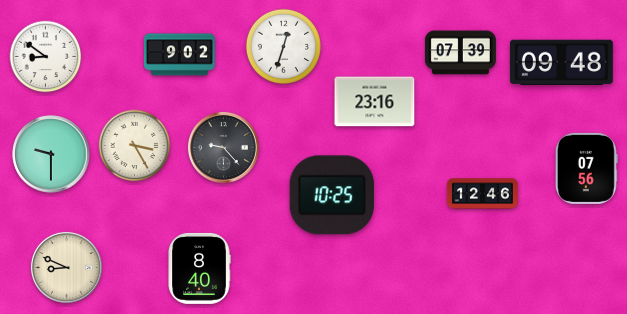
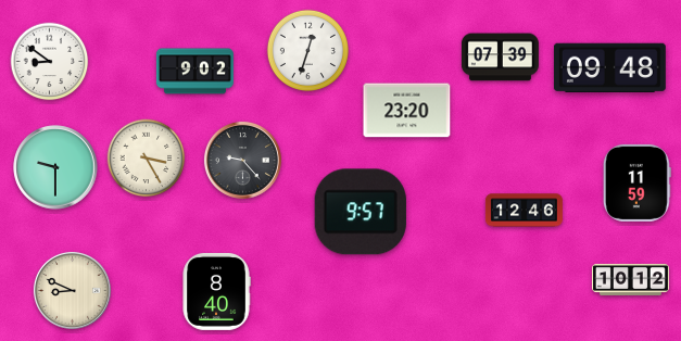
clock at (179, 55) position: (179, 55) -> (194, 72)
clock at (375, 102): 23:16 -> 23:20
clock at (586, 168): 07:56 -> 11:59
clock at (332, 195): 10:25 -> 9:57
clock at (630, 279): none -> 10:12
